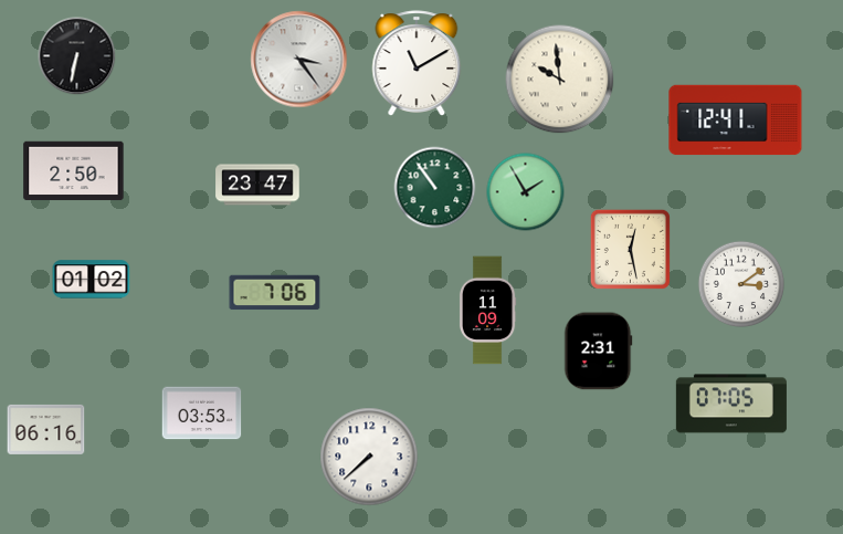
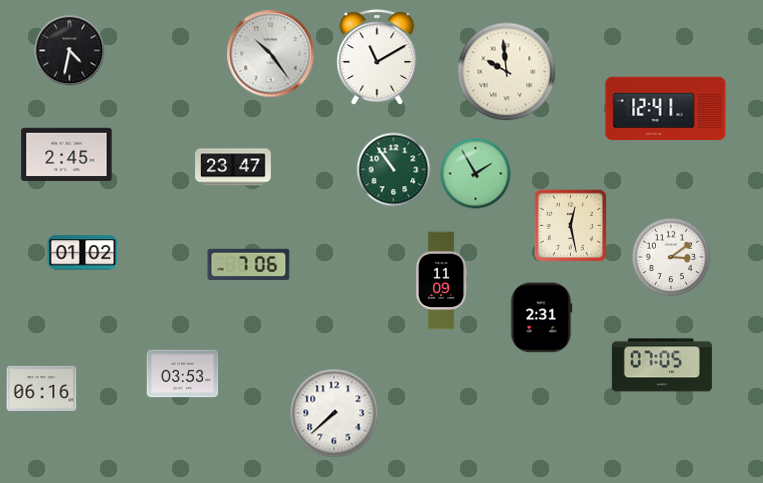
clock at (77, 56): 6:32 -> 4:32
clock at (299, 60): 3:24 -> 10:24
clock at (74, 171): 2:50 -> 2:45
